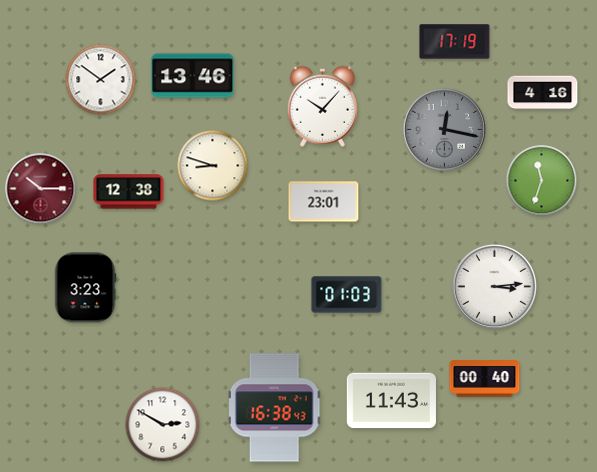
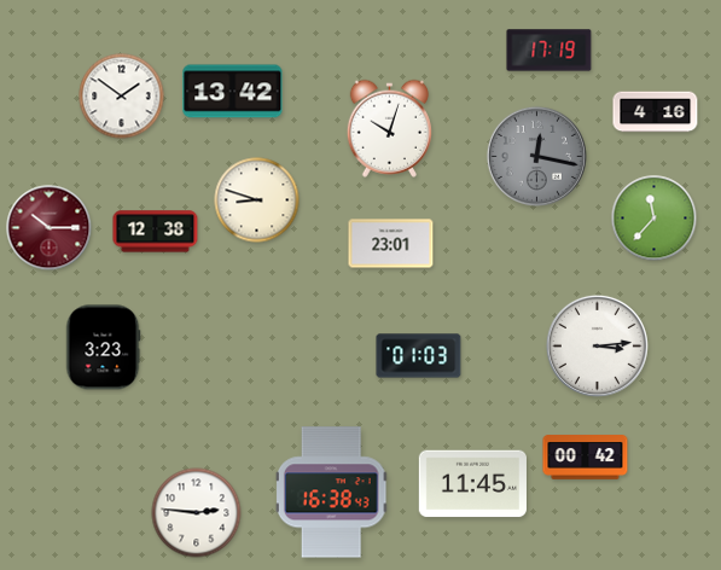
clock at (193, 76): 13:46 -> 13:42
clock at (322, 106): 10:07 -> 10:03
clock at (542, 181): 11:33 -> 11:37
clock at (485, 379): 00:40 -> 00:42
clock at (391, 401): 11:43 -> 11:45
clock at (163, 425): 2:50 -> 2:46
